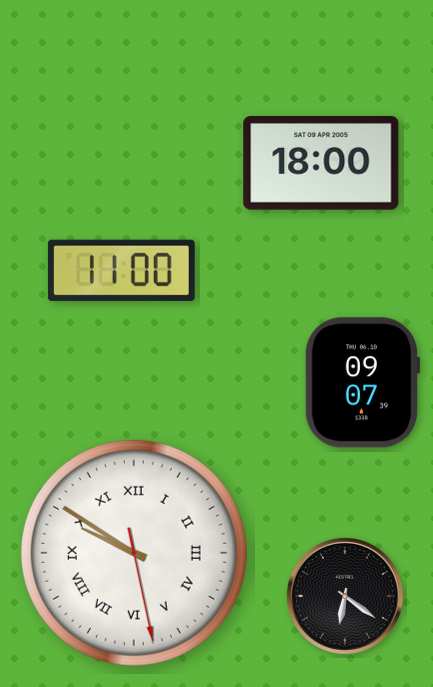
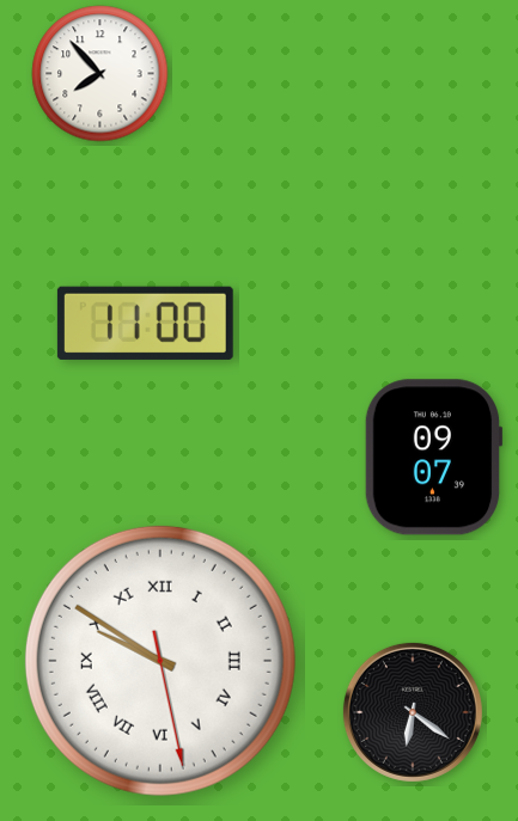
clock at (100, 74): none -> 7:53
clock at (321, 164): 18:00 -> none
